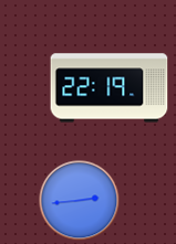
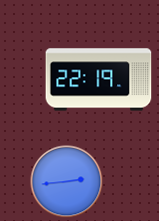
clock at (80, 201) position: (80, 201) -> (67, 182)
